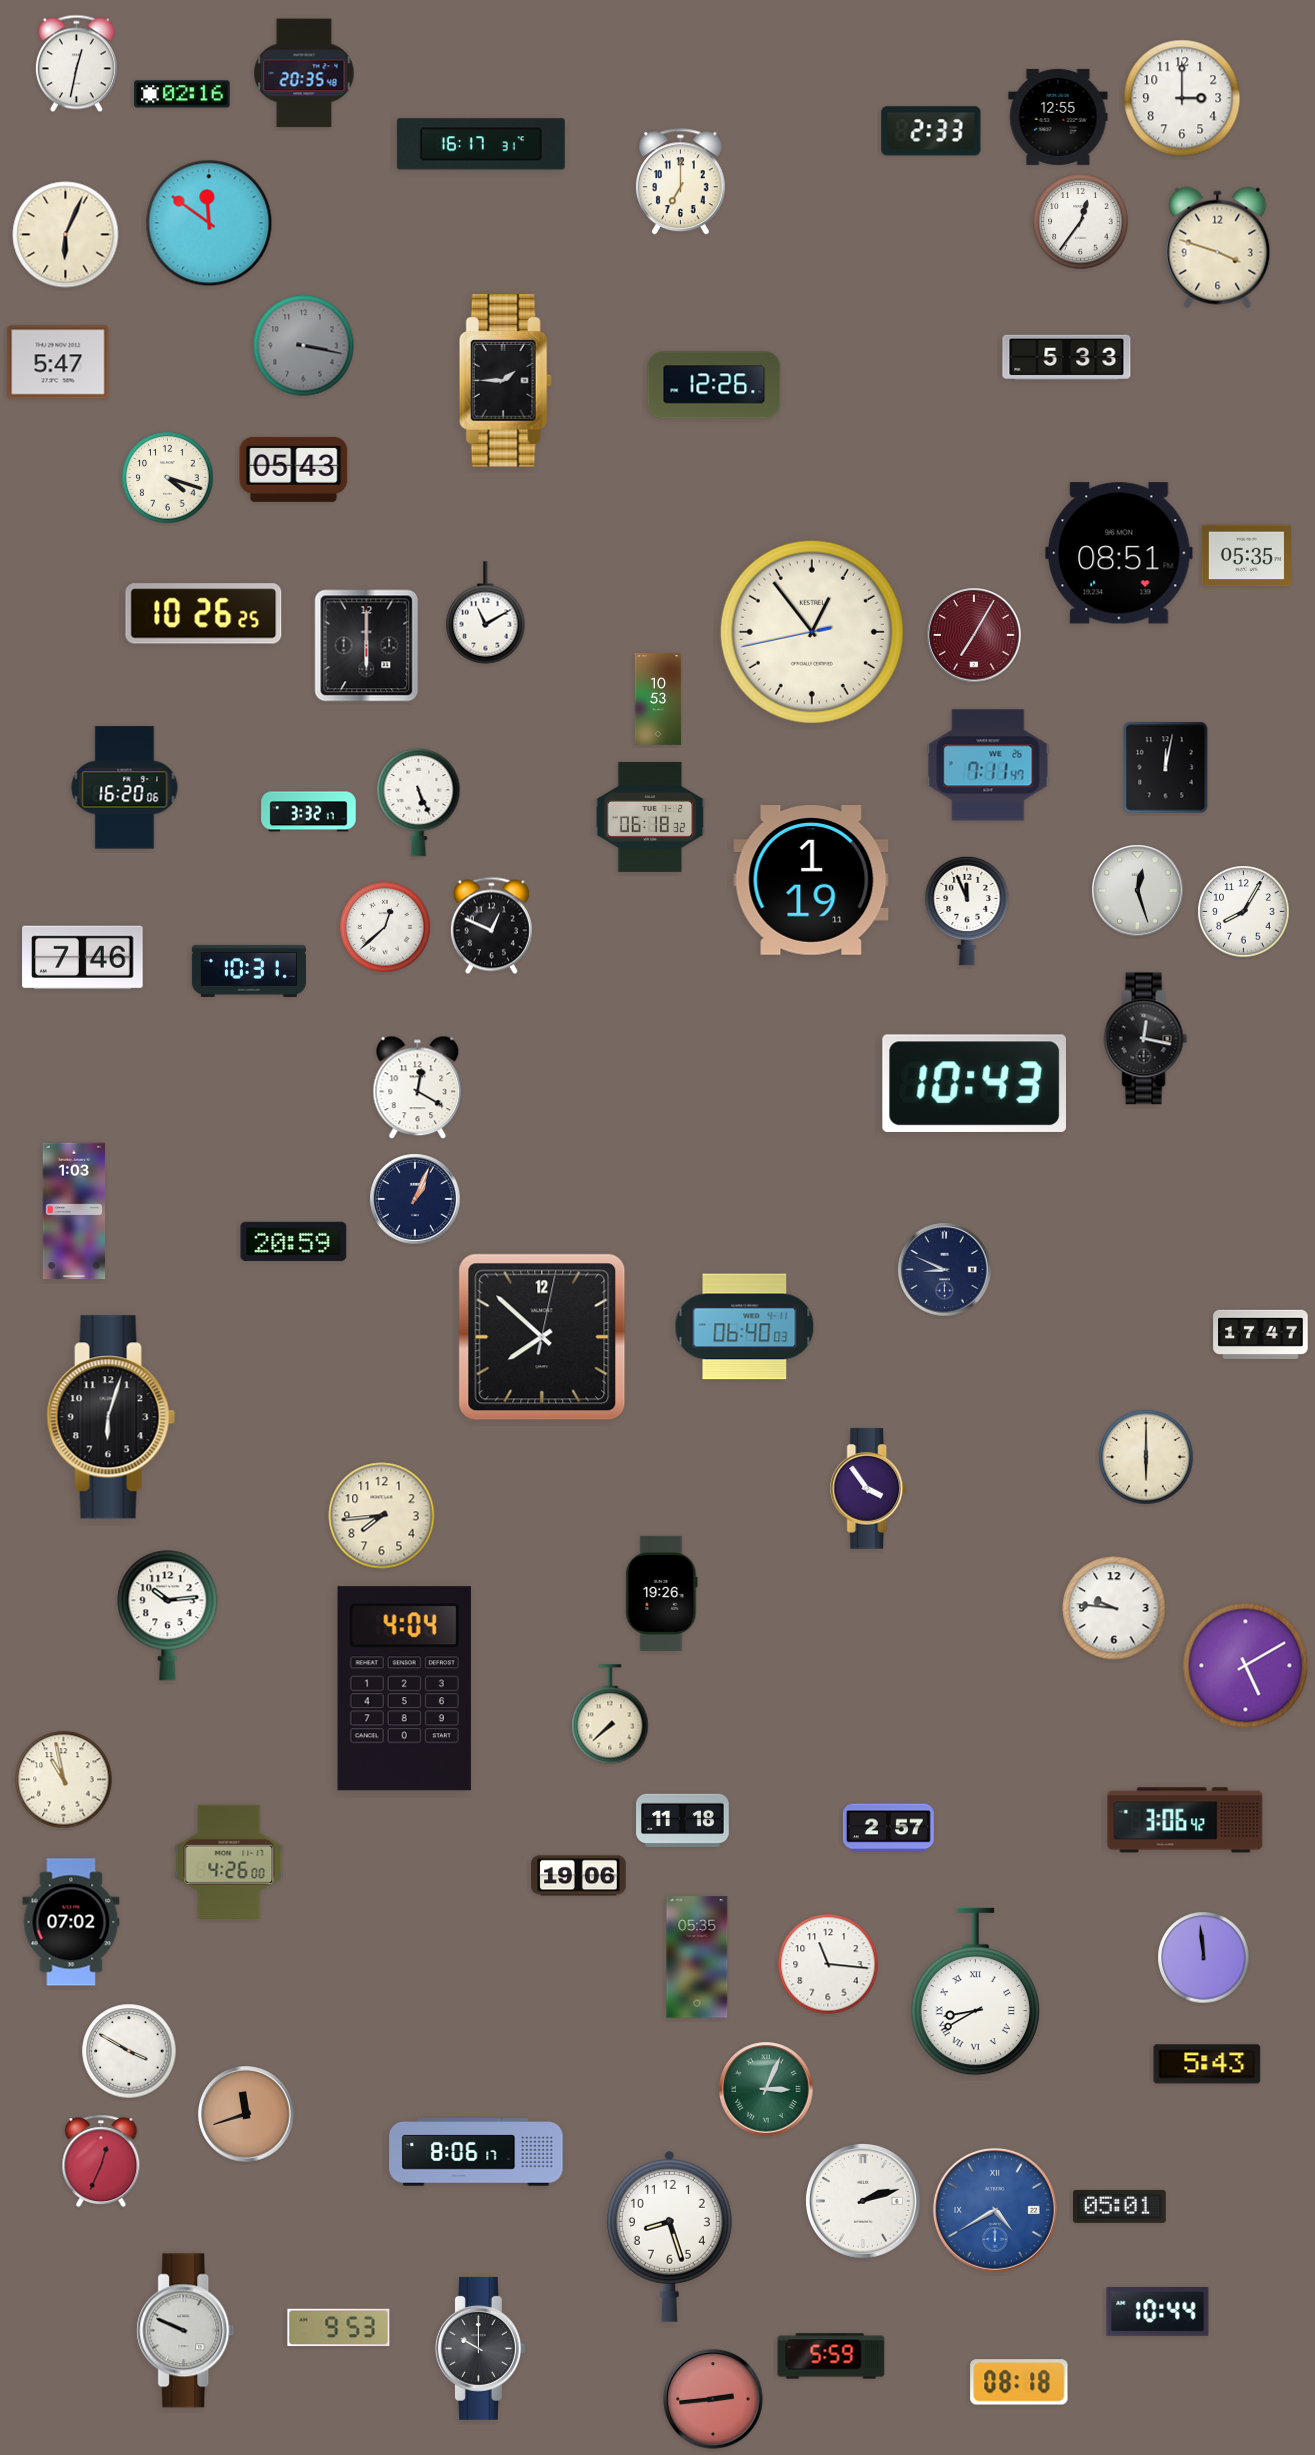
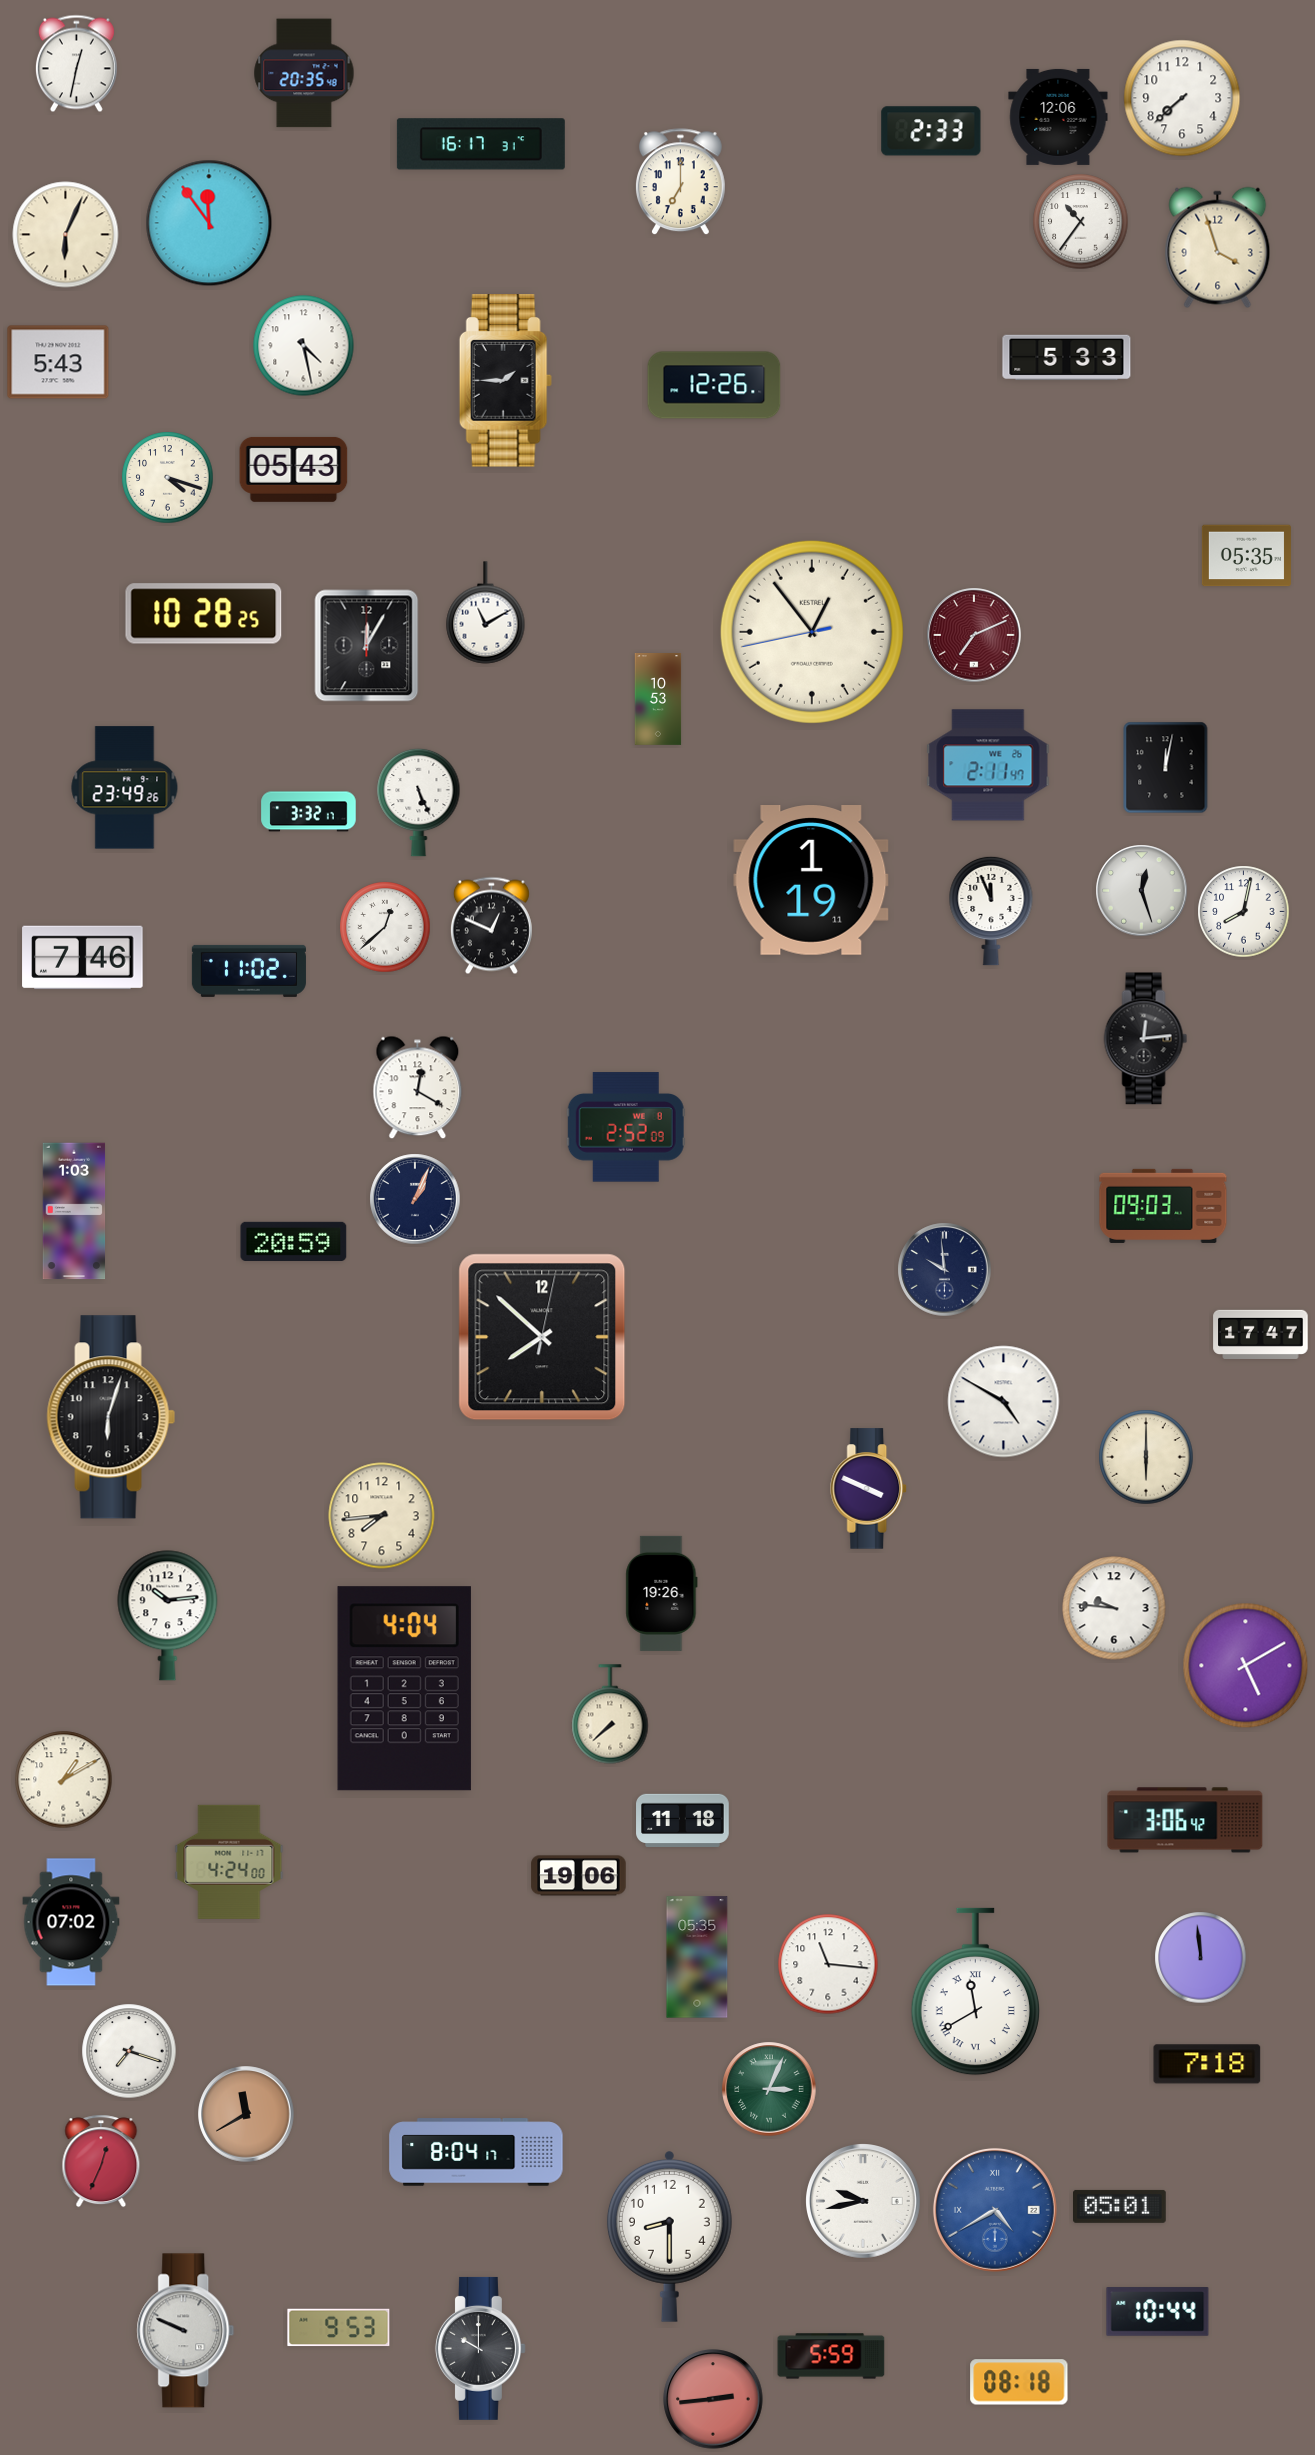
clock at (182, 94): 02:16 -> none
clock at (1182, 98): 3:00 -> 7:38
clock at (1058, 117): 12:55 -> 12:06
clock at (1081, 222): 12:36 -> 10:36
clock at (209, 223): 11:51 -> 11:54
clock at (1218, 248): 3:48 -> 3:57
clock at (304, 346): 3:17 -> 4:28
clock at (304, 346) dial: grey -> white
clock at (58, 362): 5:47 -> 5:43
clock at (1119, 553): 08:51 -> none
clock at (204, 614): 10:26 -> 10:28
clock at (974, 635): 7:05 -> 7:11
clock at (367, 646): 6:00 -> 12:05
clock at (988, 765): 7:11 -> 2:11
clock at (125, 788): 16:20 -> 23:49
clock at (650, 817): 06:18 -> none
clock at (1138, 891) position: (1138, 891) -> (1142, 891)
clock at (967, 911) position: (967, 911) -> (991, 911)
clock at (1244, 912): 8:05 -> 8:02
clock at (249, 971): 10:31 -> 11:02
clock at (1146, 1039): 12:17 -> 12:14
clock at (974, 1083): 10:43 -> none
clock at (626, 1127): none -> 2:52
clock at (1163, 1206): none -> 09:03
clock at (945, 1270): 8:49 -> 9:59
clock at (745, 1327): 06:40 -> none
clock at (1004, 1402): none -> 4:50
clock at (869, 1489): 3:54 -> 3:49
clock at (64, 1780): 10:58 -> 1:10
clock at (888, 1828): 2:57 -> none
clock at (229, 1862): 4:26 -> 4:24
clock at (1204, 1958) position: (1204, 1958) -> (1201, 1958)
clock at (975, 1992): 8:40 -> 11:40
clock at (129, 2051): 3:50 -> 7:18
clock at (1207, 2064): 5:43 -> 7:18
clock at (766, 2089) position: (766, 2089) -> (769, 2089)
clock at (246, 2114): 11:42 -> 11:40
clock at (476, 2152): 8:06 -> 8:04
clock at (864, 2202): 2:12 -> 9:43
clock at (669, 2236): 8:27 -> 8:30
